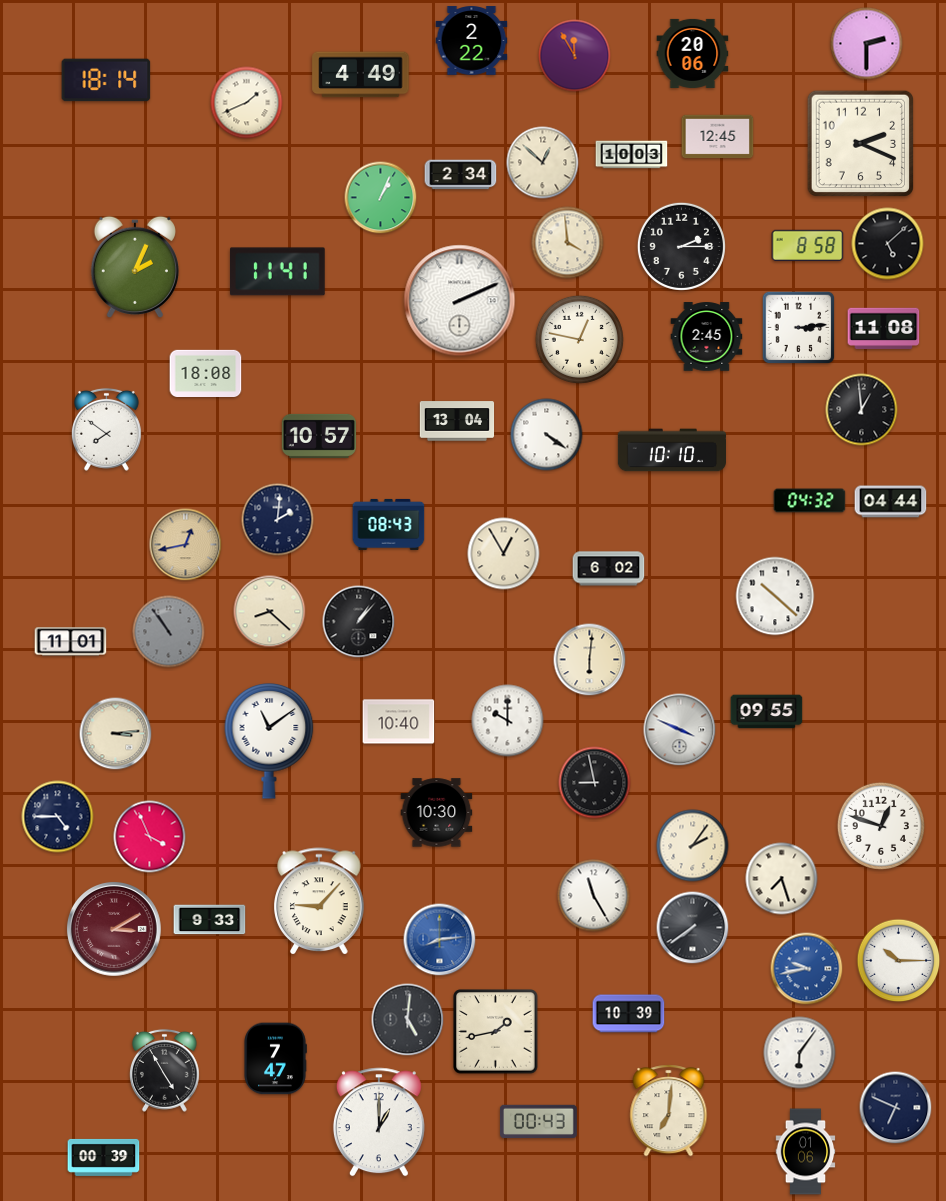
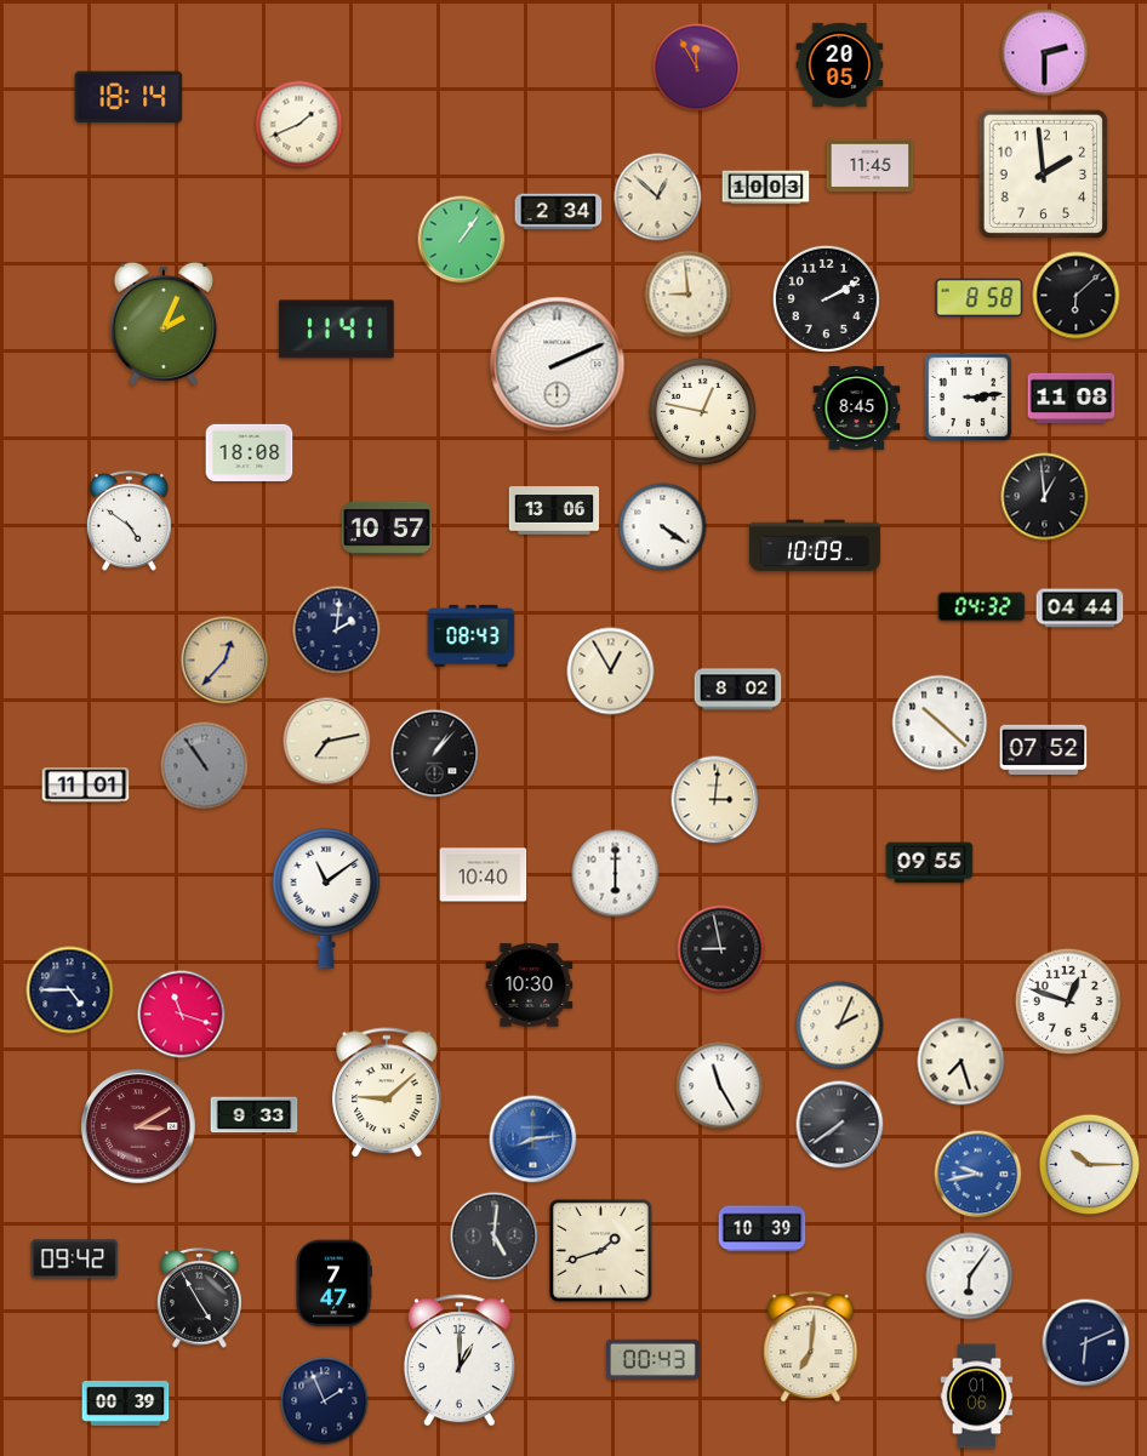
clock at (472, 41): 2:22 -> none
clock at (867, 44) position: (867, 44) -> (1045, 53)
clock at (693, 53): 20:06 -> 20:05
clock at (361, 75): 4:49 -> none
clock at (718, 137): 12:45 -> 11:45
clock at (861, 144): 2:19 -> 1:59
clock at (381, 198): 1:04 -> 1:06
clock at (568, 243): 3:59 -> 8:59
clock at (888, 244): 5:08 -> 6:08
clock at (681, 246): 2:15 -> 2:10
clock at (707, 337): 2:45 -> 8:45
clock at (457, 421): 13:04 -> 13:06
clock at (106, 429): 7:51 -> 4:51
clock at (671, 450): 10:10 -> 10:09
clock at (186, 545): 12:43 -> 12:37
clock at (609, 569): 6:02 -> 8:02
clock at (270, 612): 8:22 -> 7:13
clock at (1044, 749): none -> 07:52
clock at (71, 642) position: (71, 642) -> (86, 786)
clock at (590, 660): 6:01 -> 3:01
clock at (508, 721): 10:00 -> 6:00
clock at (680, 730): 3:49 -> none
clock at (116, 734): 3:14 -> none
clock at (150, 837): 3:56 -> 11:18
clock at (693, 846): 2:06 -> 2:04
clock at (782, 879) position: (782, 879) -> (961, 1062)
clock at (319, 901): 9:07 -> 9:08
clock at (496, 1032): 1:43 -> 1:42
clock at (75, 1260): none -> 09:42
clock at (896, 1108): 6:49 -> 6:11
clock at (325, 1401): none -> 1:56
